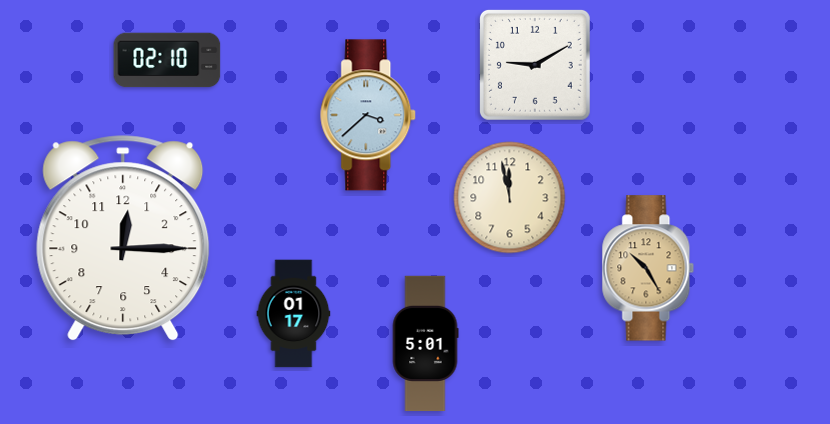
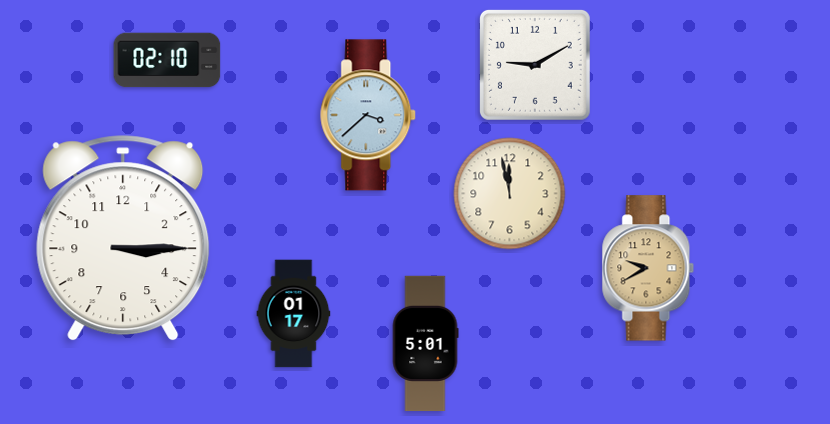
clock at (510, 198) position: (510, 198) -> (510, 194)
clock at (123, 239): 12:15 -> 3:15
clock at (648, 268): 10:25 -> 9:40
